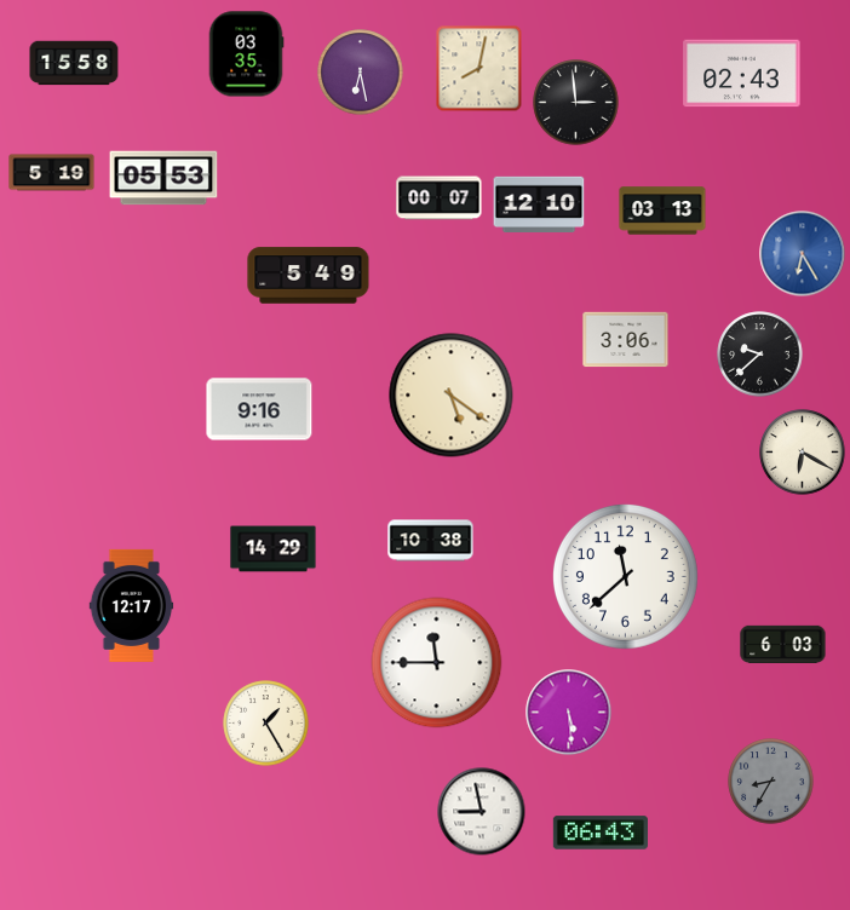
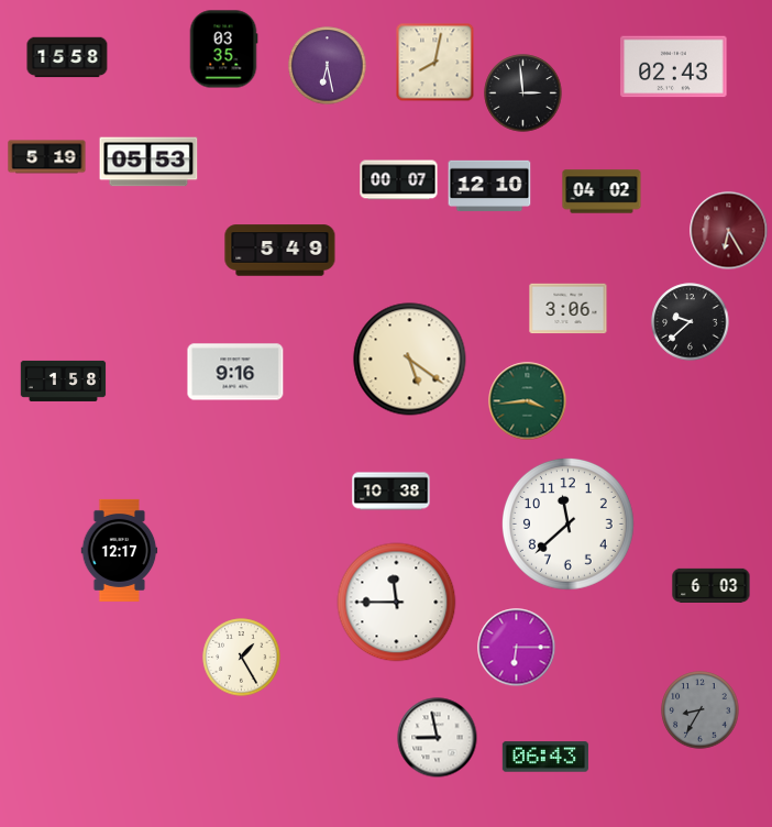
clock at (662, 211): 03:13 -> 04:02
clock at (803, 254) dial: blue -> burgundy
clock at (64, 381): none -> 1:58
clock at (528, 401): none -> 3:44
clock at (803, 453): 6:20 -> none
clock at (274, 549): 14:29 -> none
clock at (569, 713): 5:29 -> 6:15
